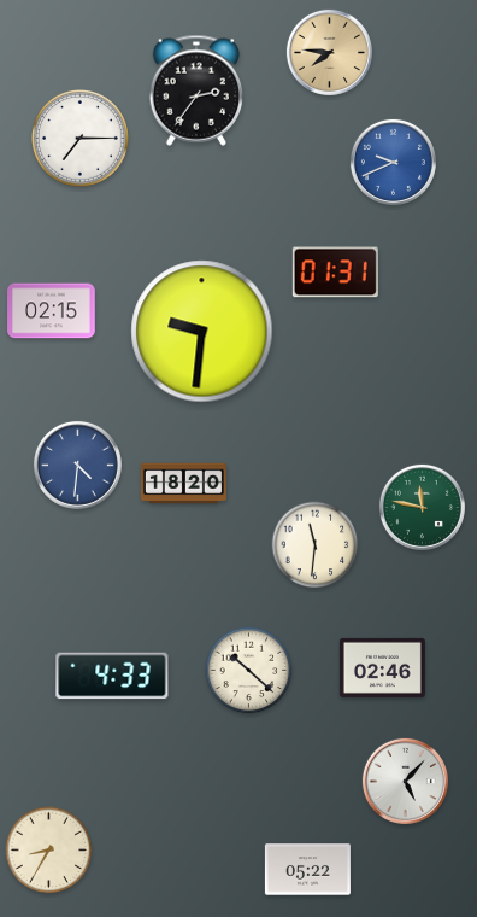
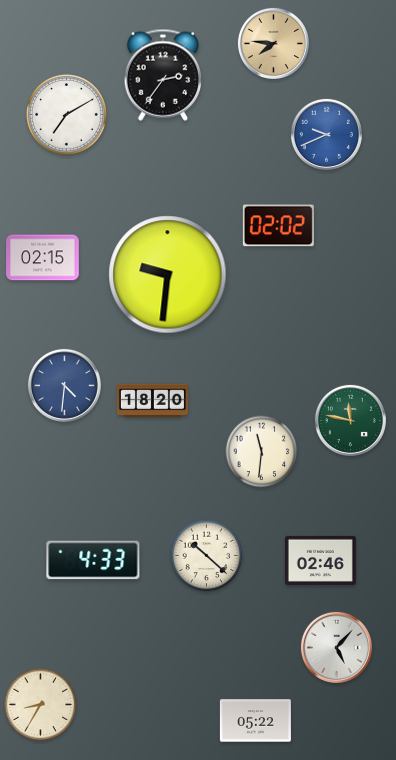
clock at (81, 139): 7:15 -> 7:10
clock at (335, 273): 01:31 -> 02:02
clock at (382, 667) position: (382, 667) -> (320, 560)
